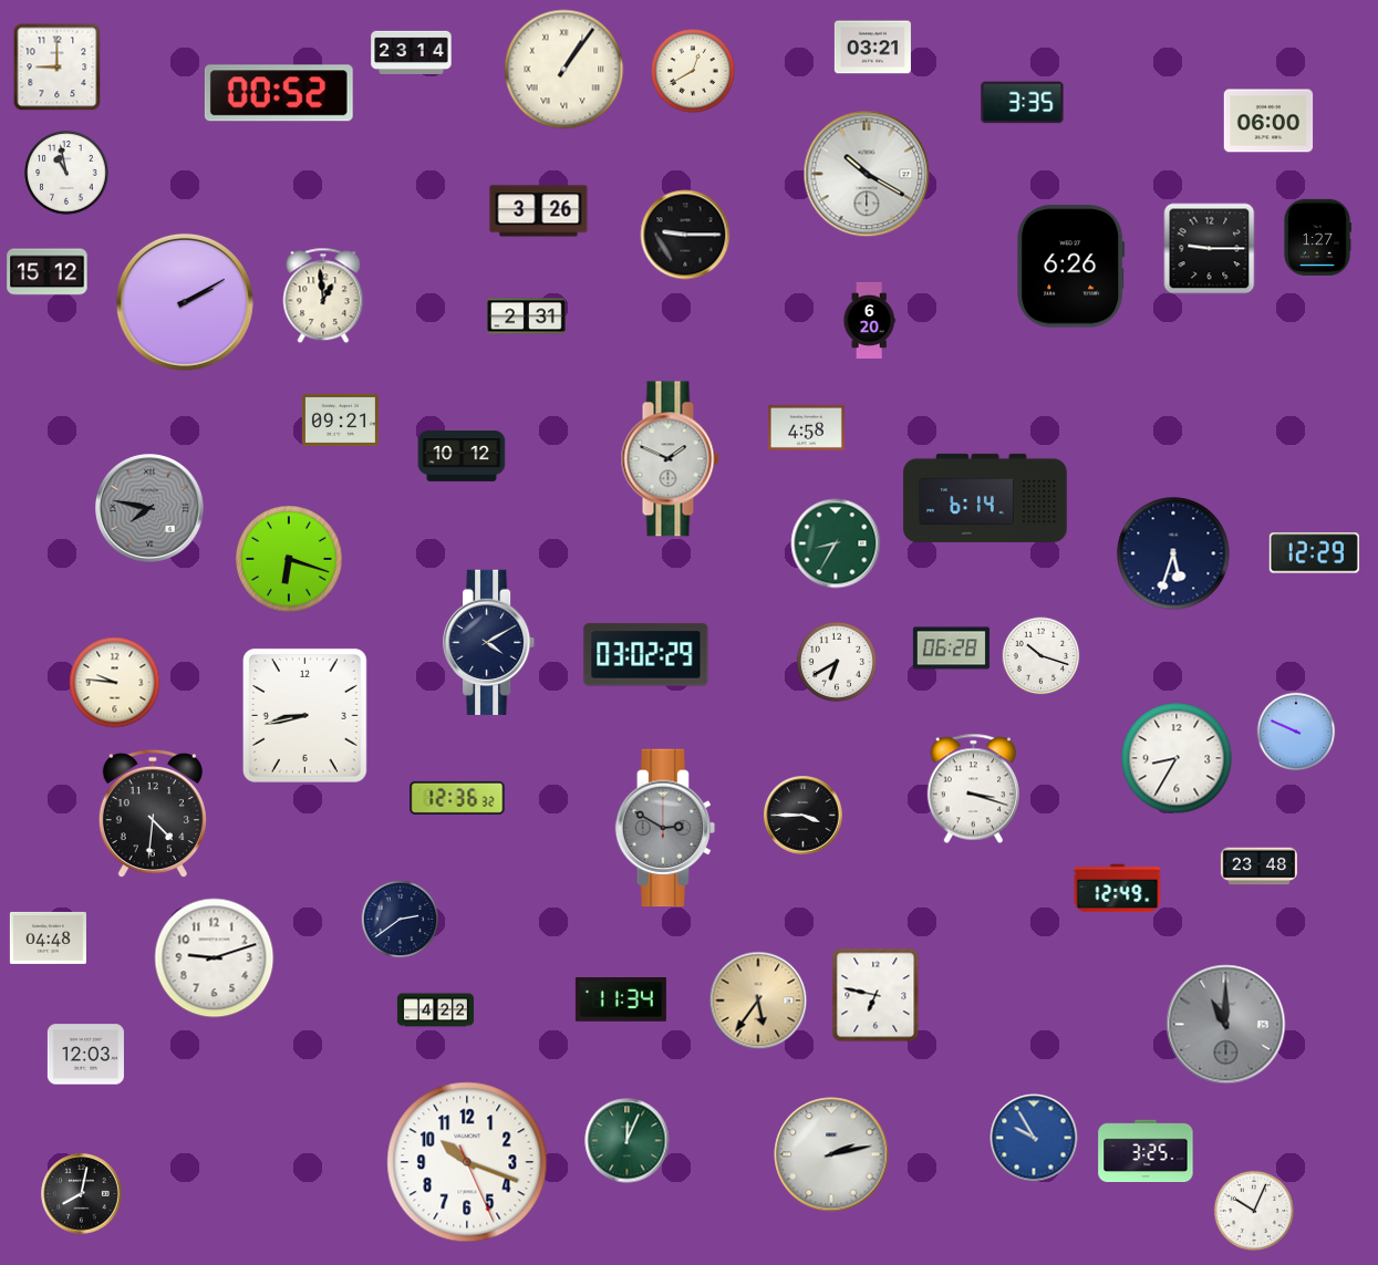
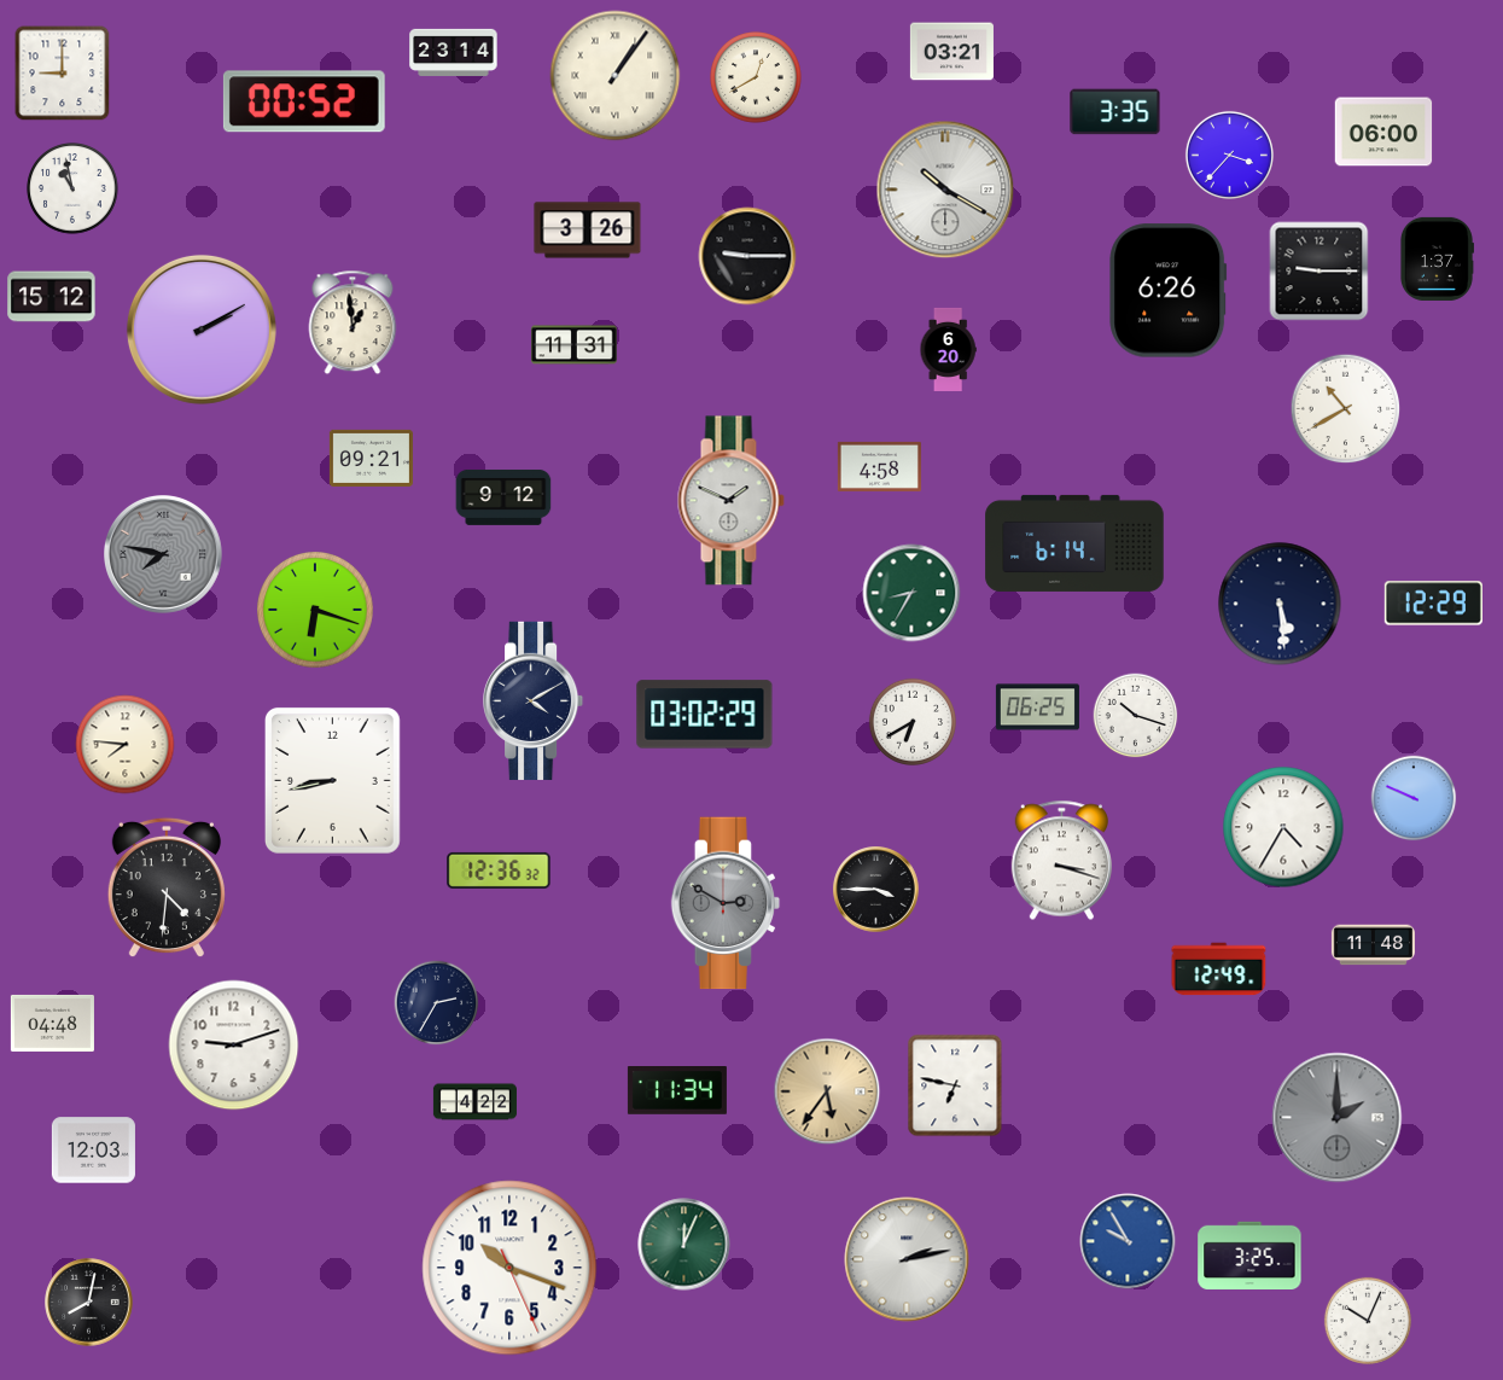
clock at (412, 52) position: (412, 52) -> (454, 52)
clock at (1229, 155): none -> 3:37
clock at (1317, 237): 1:27 -> 1:37
clock at (527, 317): 2:31 -> 11:31
clock at (1346, 409): none -> 10:40
clock at (462, 456): 10:12 -> 9:12
clock at (1173, 553): 5:33 -> 5:29
clock at (951, 649): 06:28 -> 06:25
clock at (115, 683): 9:46 -> 7:46
clock at (1177, 758): 8:35 -> 4:35
clock at (1258, 867): 23:48 -> 11:48
clock at (401, 920): 2:39 -> 2:35
clock at (1226, 1025): 11:00 -> 2:00
